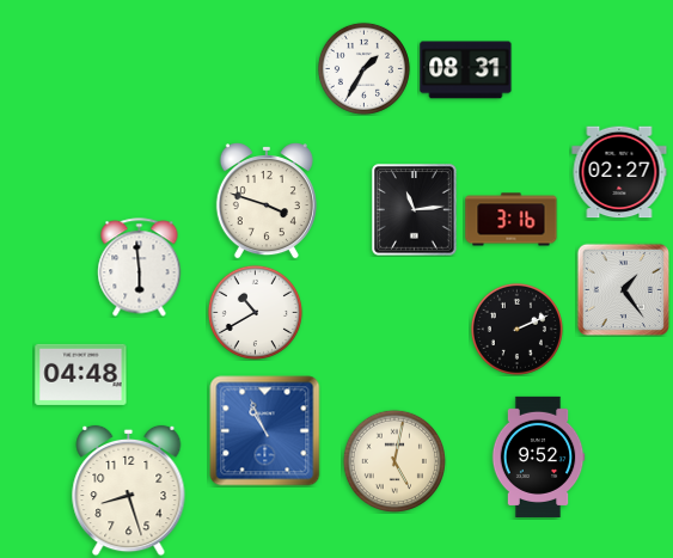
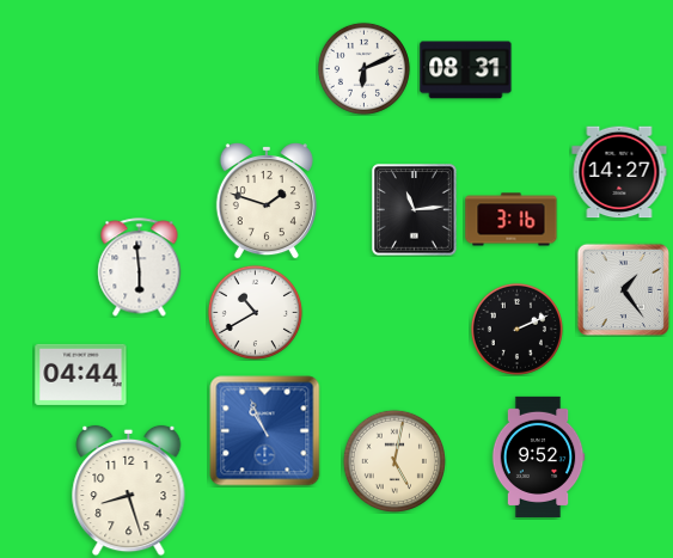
clock at (363, 68): 1:35 -> 6:11
clock at (619, 172): 02:27 -> 14:27
clock at (267, 202): 3:48 -> 1:48
clock at (81, 374): 04:48 -> 04:44
